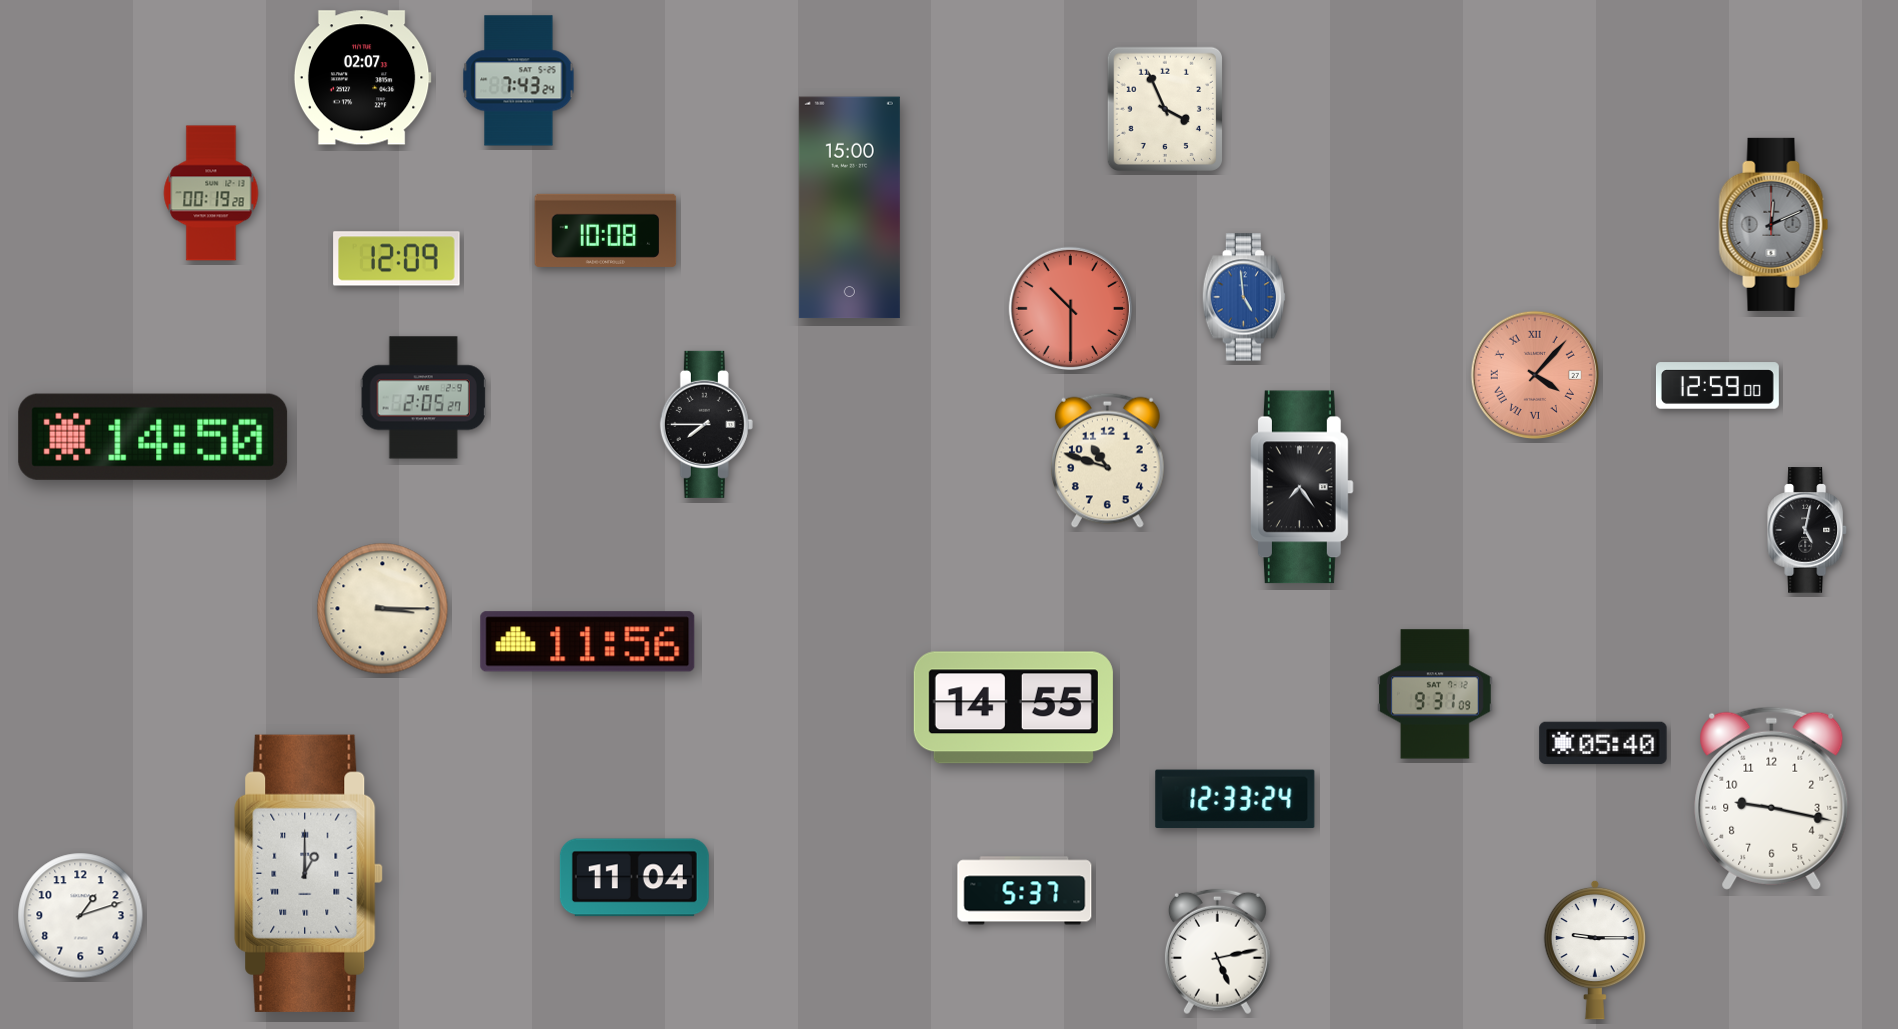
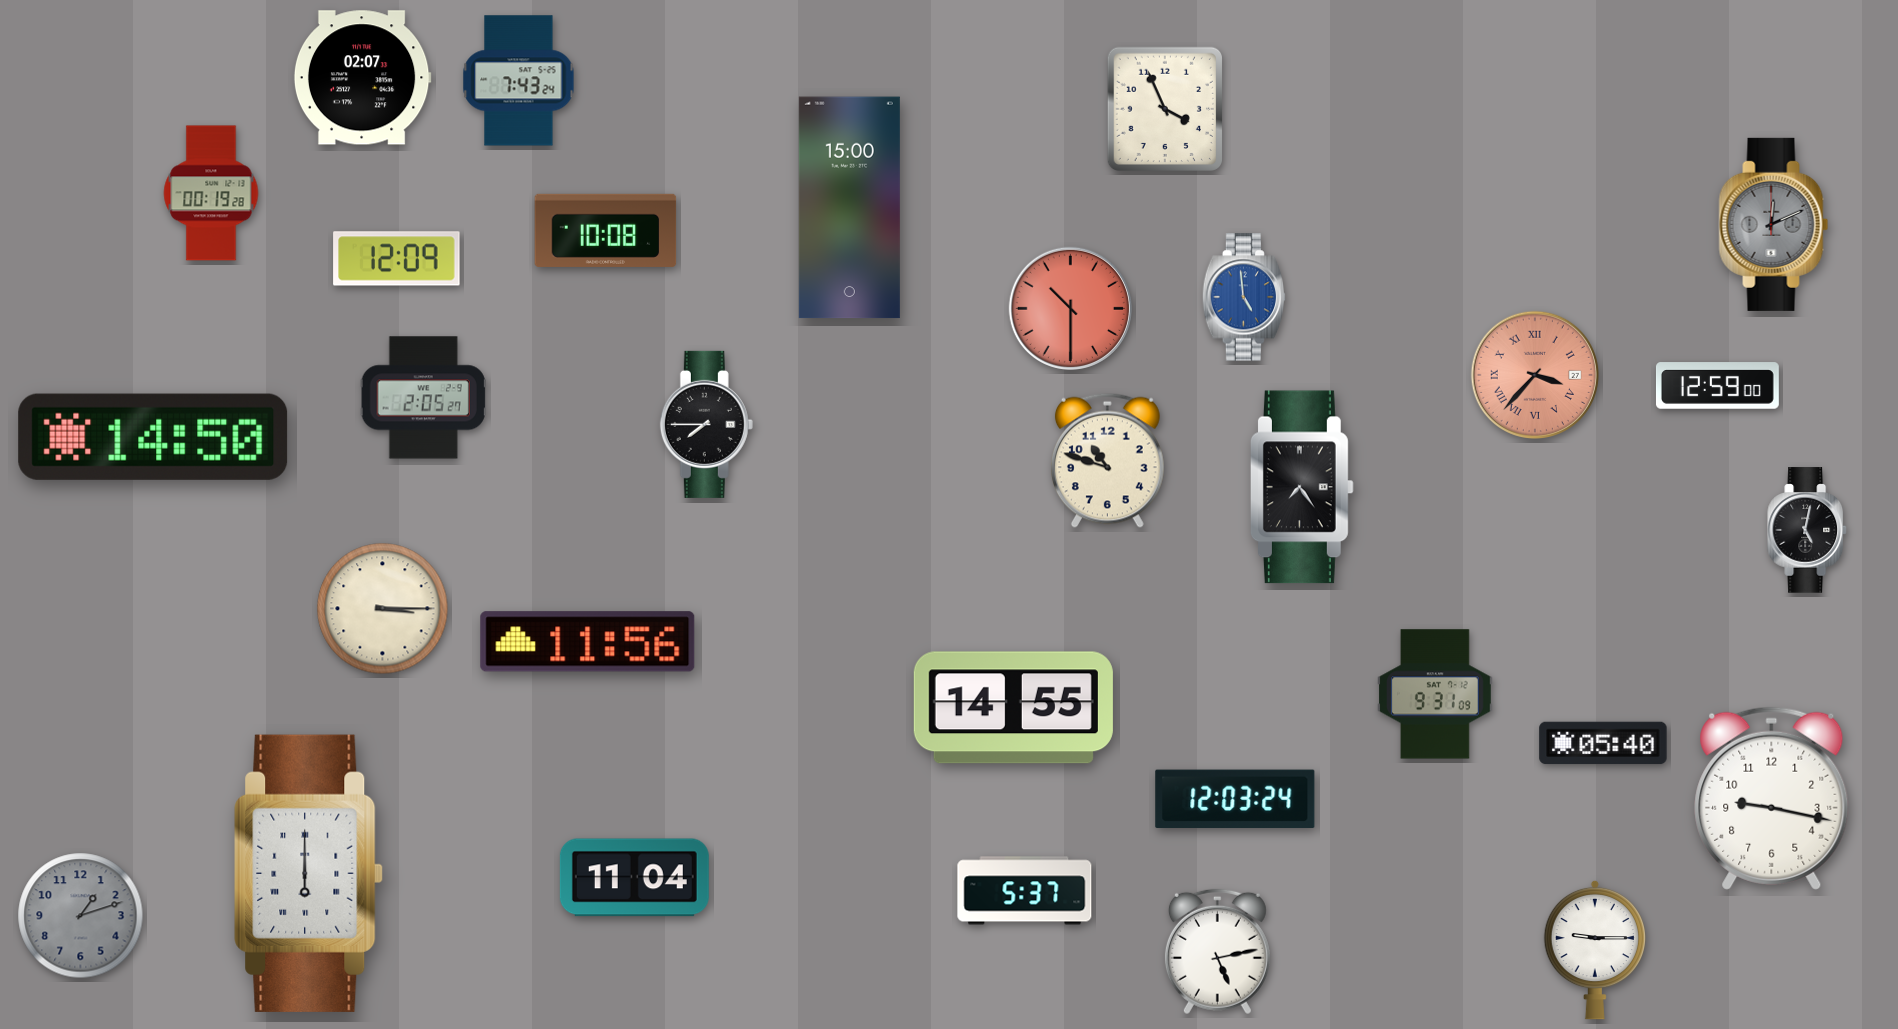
clock at (1534, 374): 4:07 -> 3:37
clock at (1235, 799): 12:33 -> 12:03
clock at (309, 873): 1:00 -> 6:00
clock at (81, 916) dial: white -> grey
